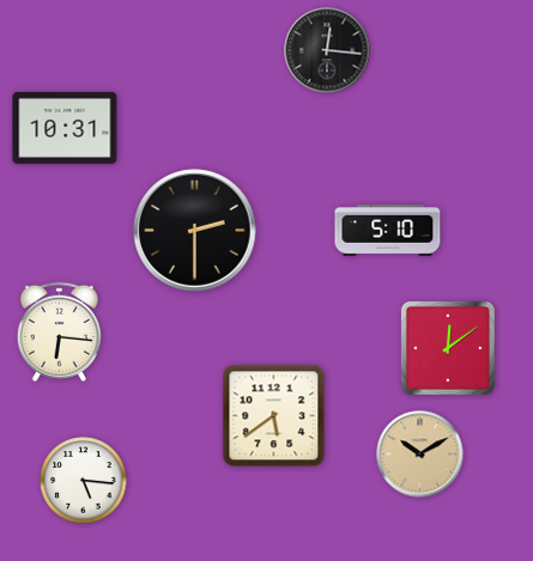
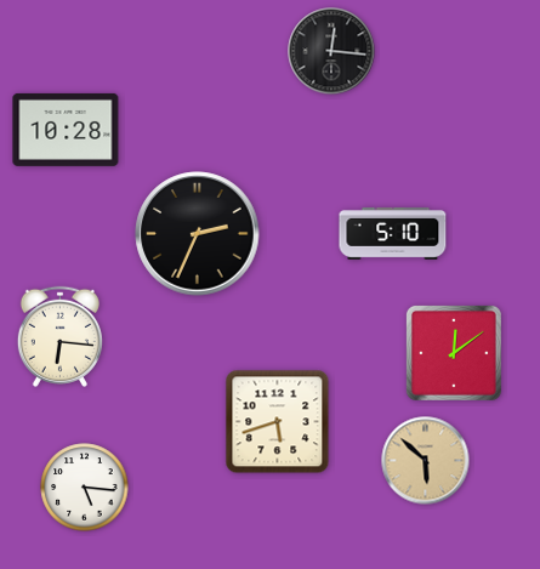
clock at (65, 128): 10:31 -> 10:28
clock at (195, 231): 2:30 -> 2:34
clock at (274, 416): 5:39 -> 5:42
clock at (420, 455): 10:10 -> 5:52
